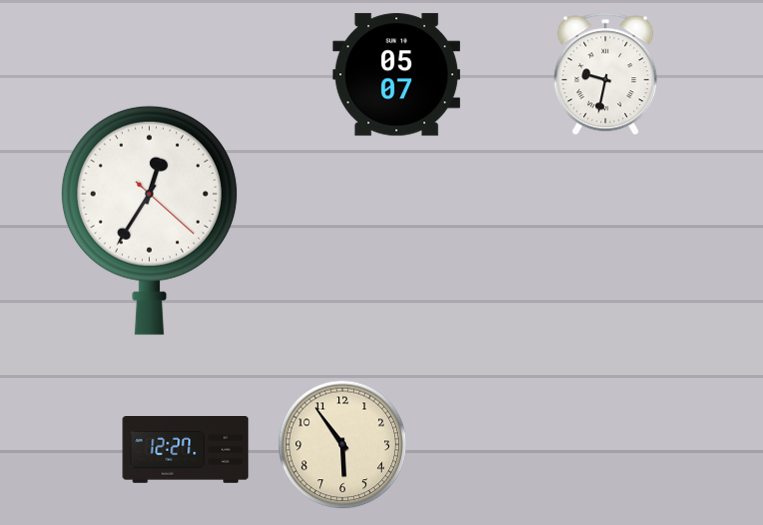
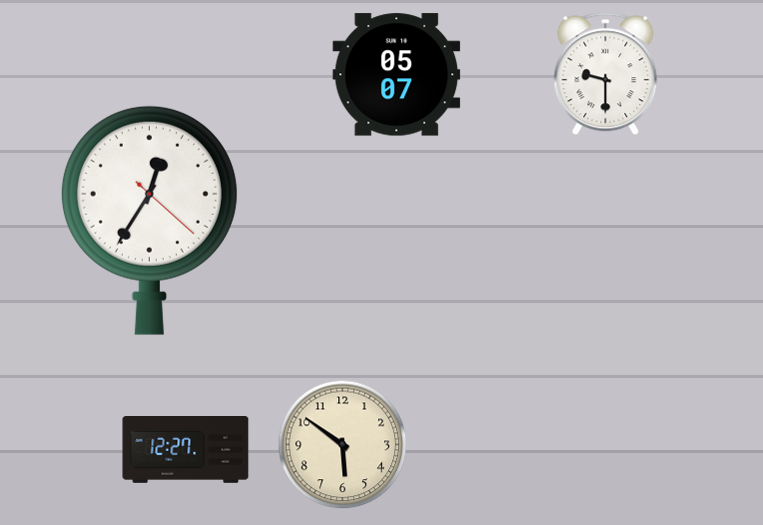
clock at (606, 74): 9:32 -> 9:30
clock at (343, 445): 5:54 -> 5:51
